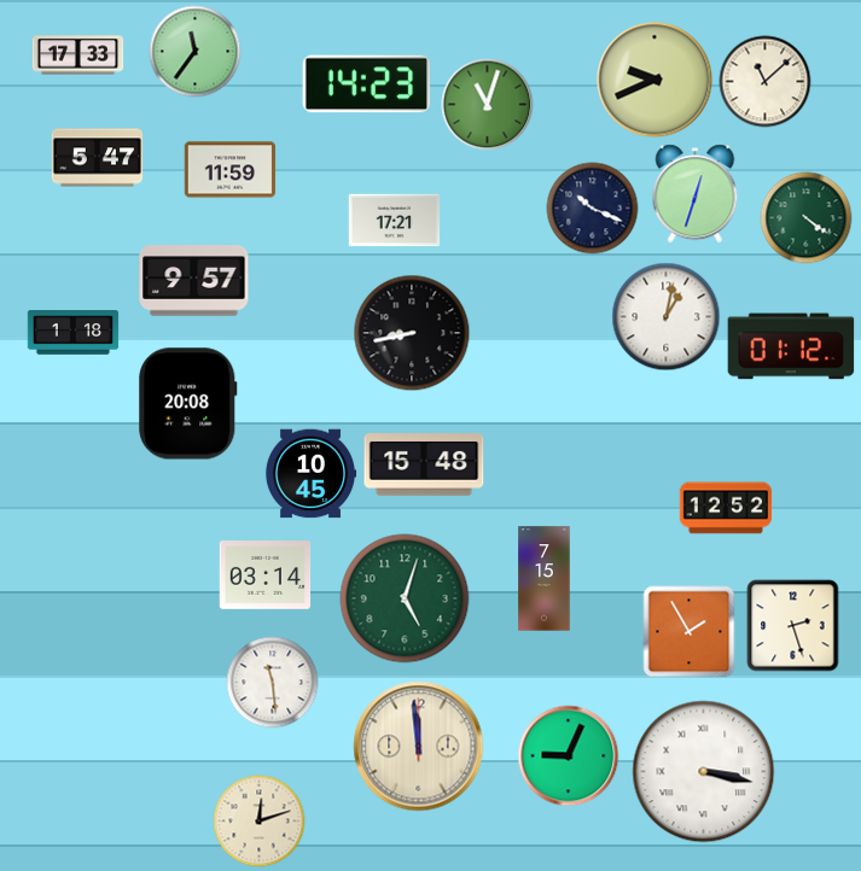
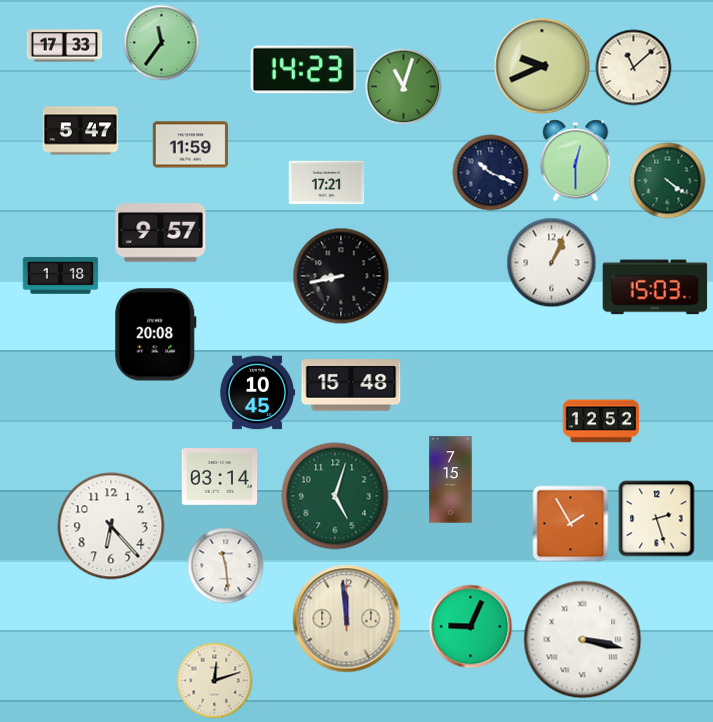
clock at (231, 170) position: (231, 170) -> (191, 145)
clock at (696, 194): 12:33 -> 12:30
clock at (667, 317): 1:02 -> 1:04
clock at (791, 346): 01:12 -> 15:03
clock at (111, 526): none -> 6:23
